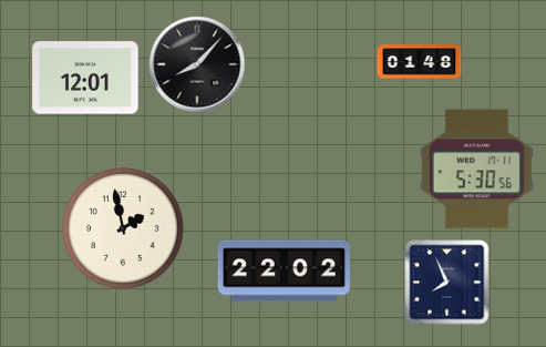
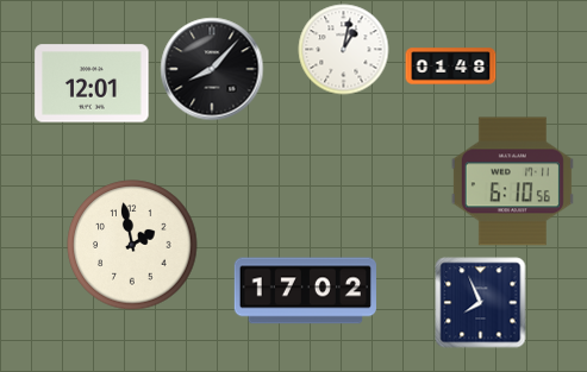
clock at (344, 50): none -> 1:02
clock at (476, 170): 5:30 -> 6:10
clock at (284, 272): 22:02 -> 17:02
